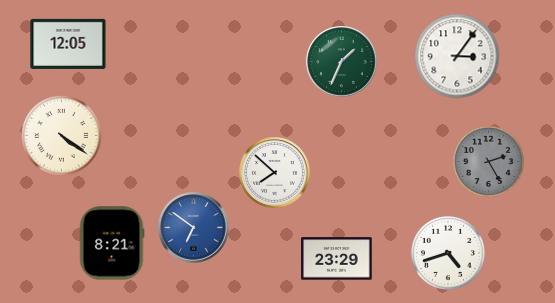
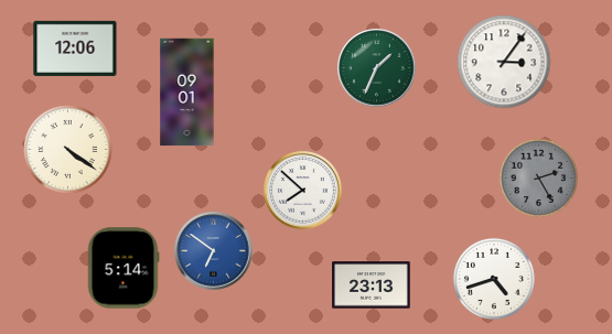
clock at (68, 44): 12:05 -> 12:06
clock at (187, 93): none -> 09:01
clock at (112, 243): 8:21 -> 5:14
clock at (337, 259): 23:29 -> 23:13
